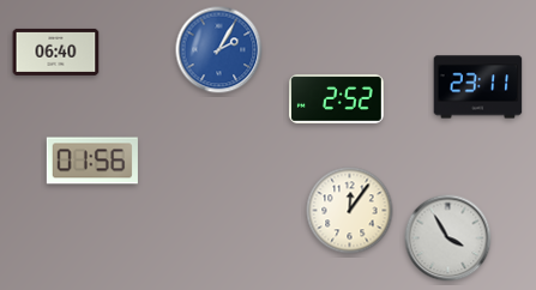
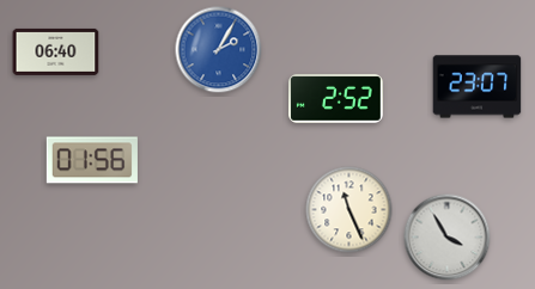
clock at (478, 87): 23:11 -> 23:07
clock at (350, 211): 12:06 -> 11:26
